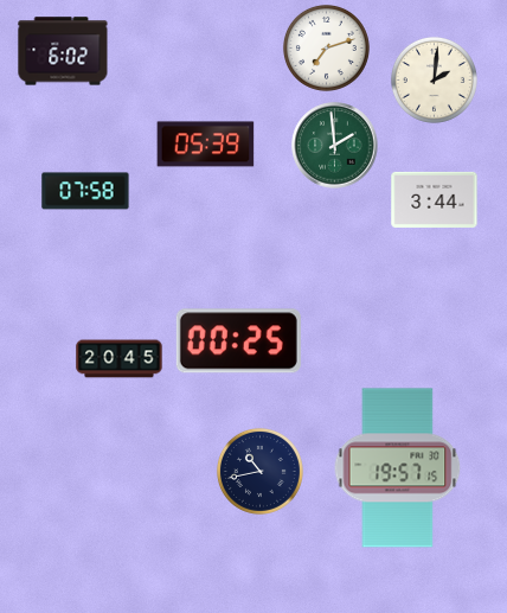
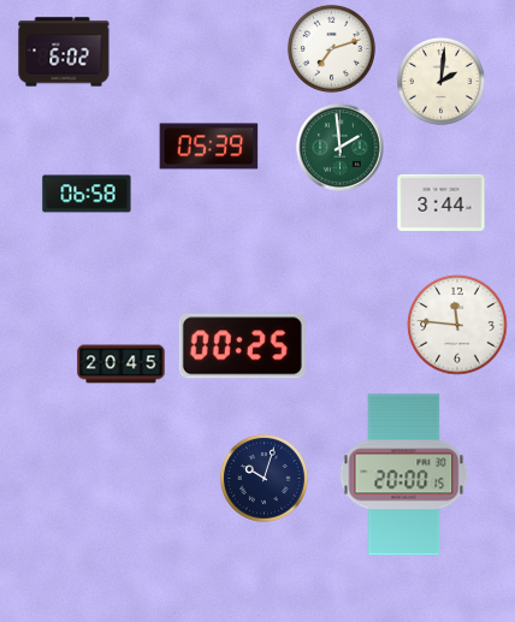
clock at (85, 191): 07:58 -> 06:58
clock at (457, 325): none -> 11:46
clock at (398, 468): 19:57 -> 20:00
clock at (259, 471): 10:43 -> 10:03
